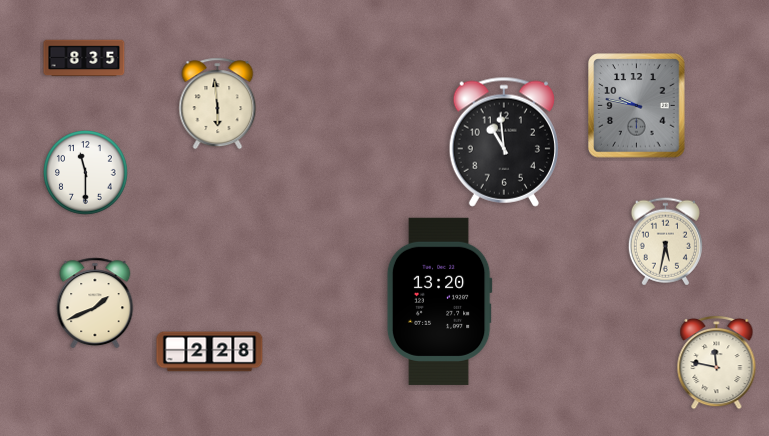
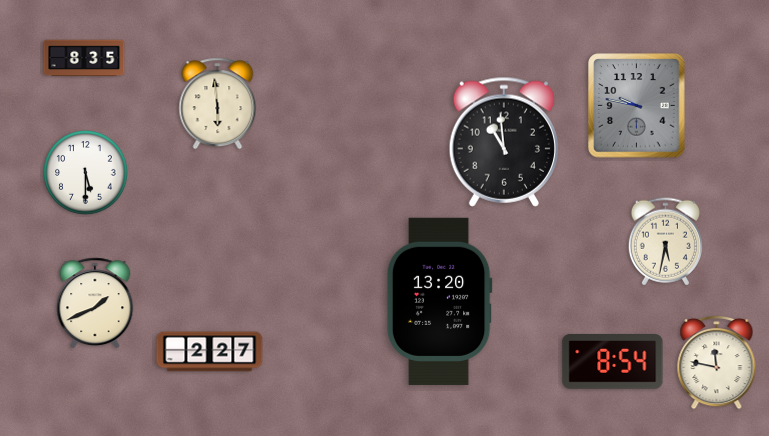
clock at (86, 173): 11:30 -> 5:30
clock at (210, 352): 2:28 -> 2:27
clock at (613, 362): none -> 8:54
